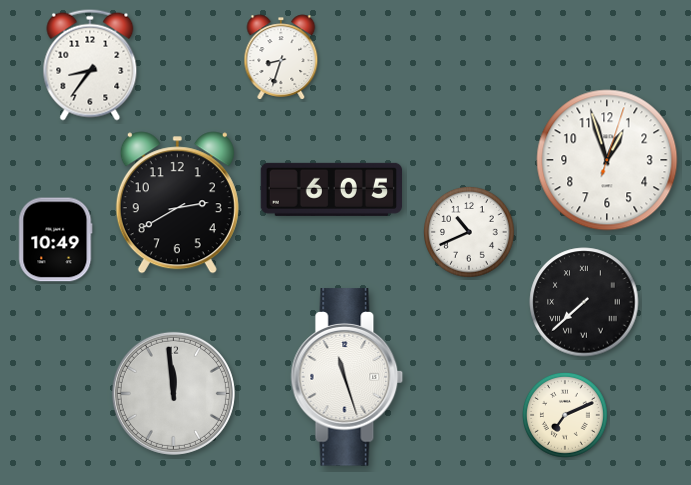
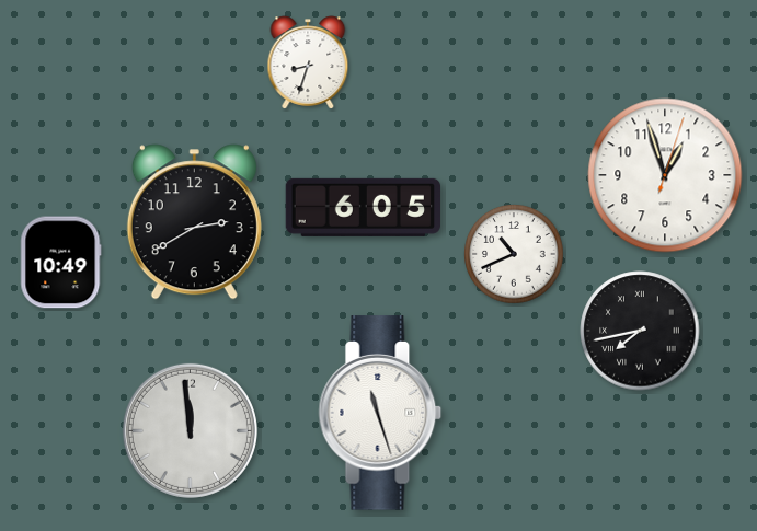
clock at (90, 65): 8:36 -> none
clock at (584, 302): 7:38 -> 7:43
clock at (566, 416): 7:11 -> none
